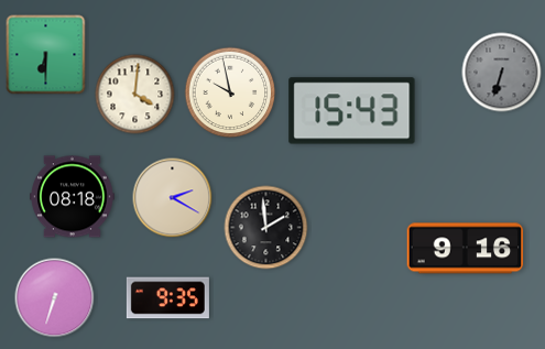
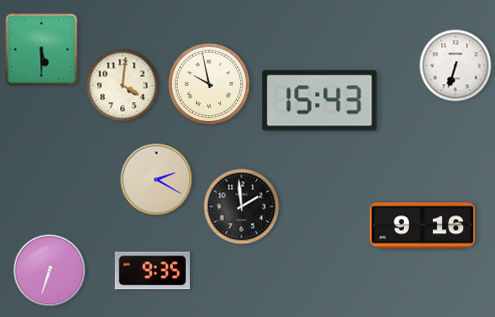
clock at (46, 55): 6:30 -> 5:30
clock at (502, 73) dial: grey -> white
clock at (73, 197): 08:18 -> none
